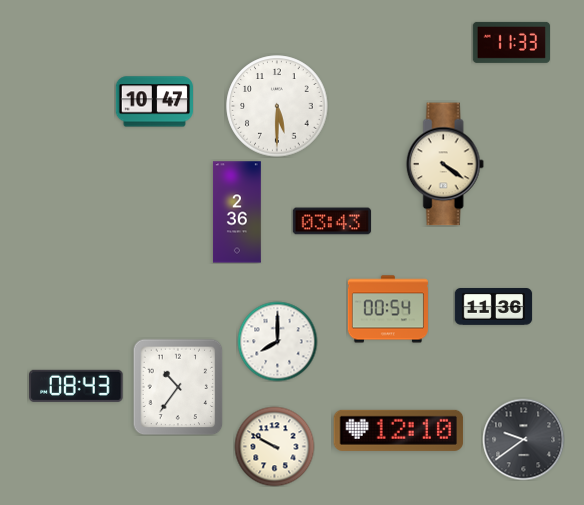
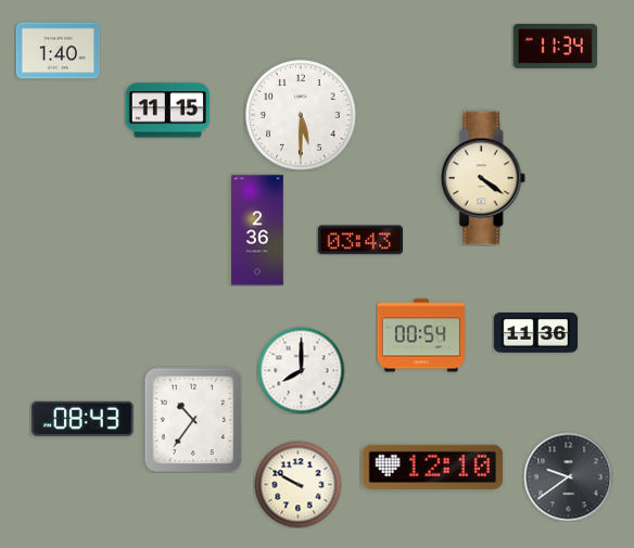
clock at (511, 42): 11:33 -> 11:34
clock at (58, 51): none -> 1:40
clock at (154, 102): 10:47 -> 11:15
